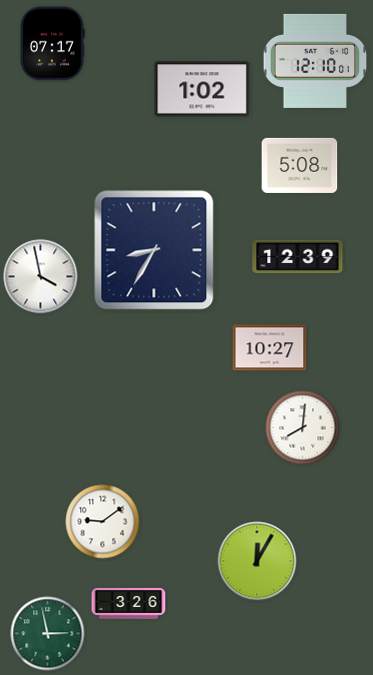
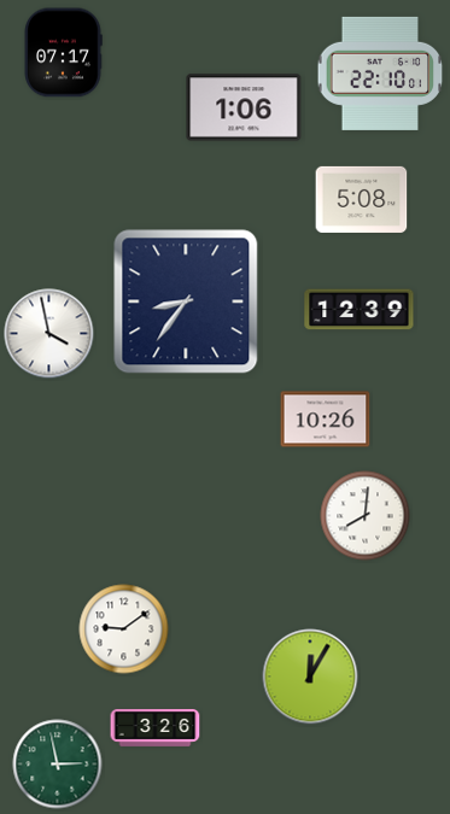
clock at (315, 61): 12:10 -> 22:10
clock at (202, 89): 1:02 -> 1:06
clock at (154, 250): 8:35 -> 8:36
clock at (270, 348): 10:27 -> 10:26
